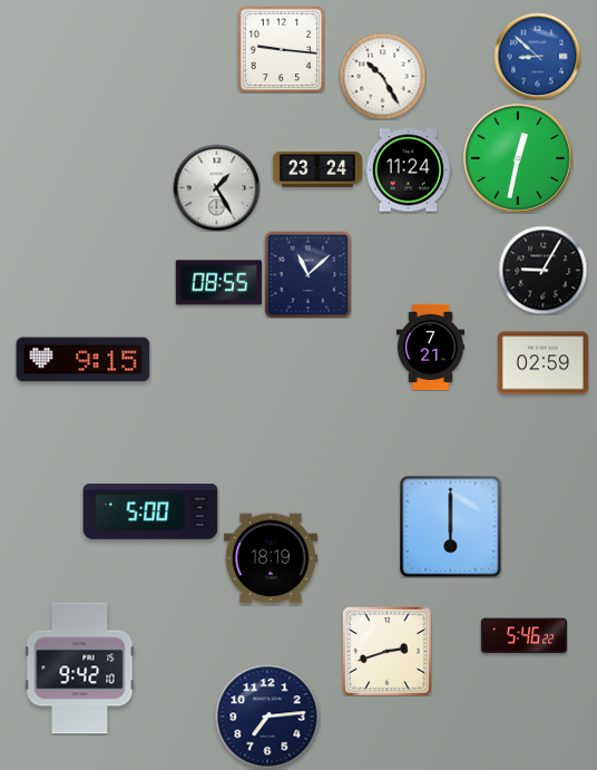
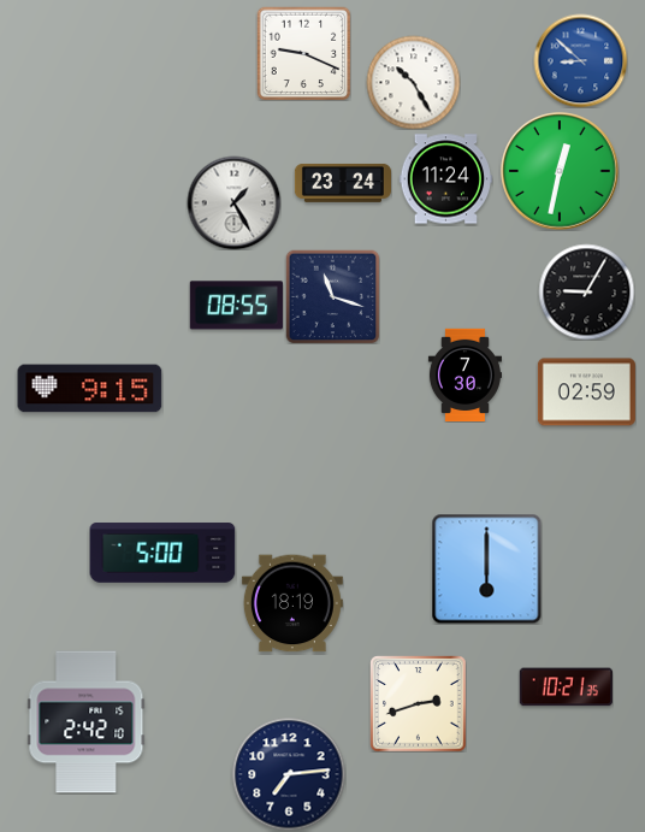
clock at (281, 49): 9:16 -> 9:19
clock at (408, 170) position: (408, 170) -> (445, 179)
clock at (307, 274): 11:08 -> 11:18
clock at (430, 347): 7:21 -> 7:30
clock at (523, 636): 5:46 -> 10:21
clock at (80, 669): 9:42 -> 2:42
